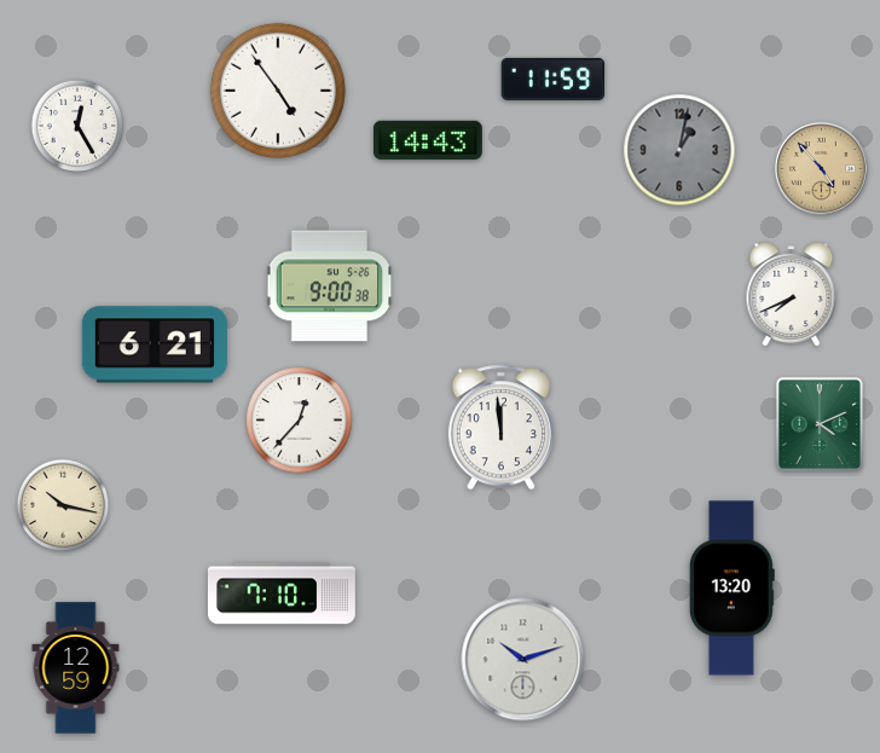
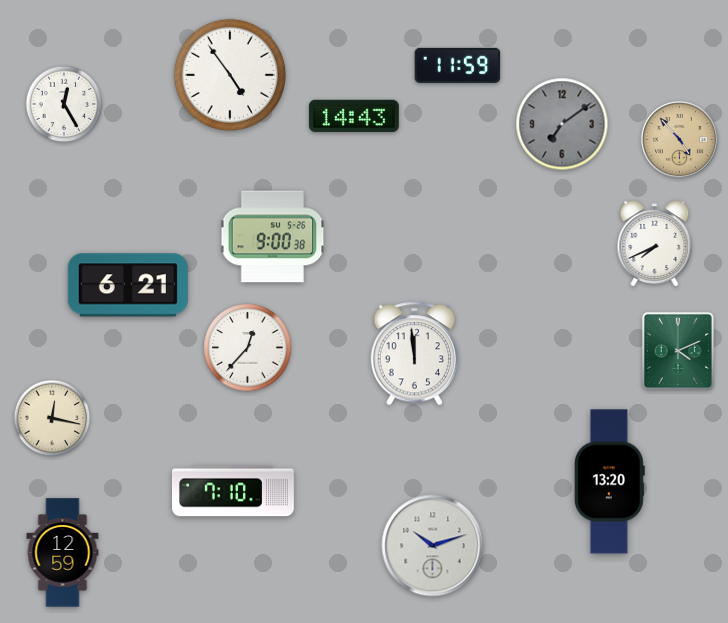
clock at (679, 150): 1:02 -> 7:09
clock at (63, 505): 10:17 -> 12:17
clock at (731, 589) position: (731, 589) -> (609, 482)
